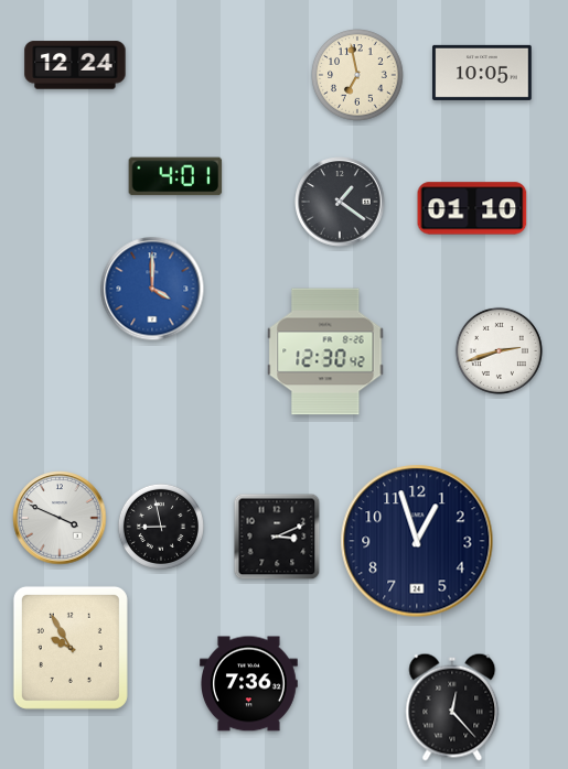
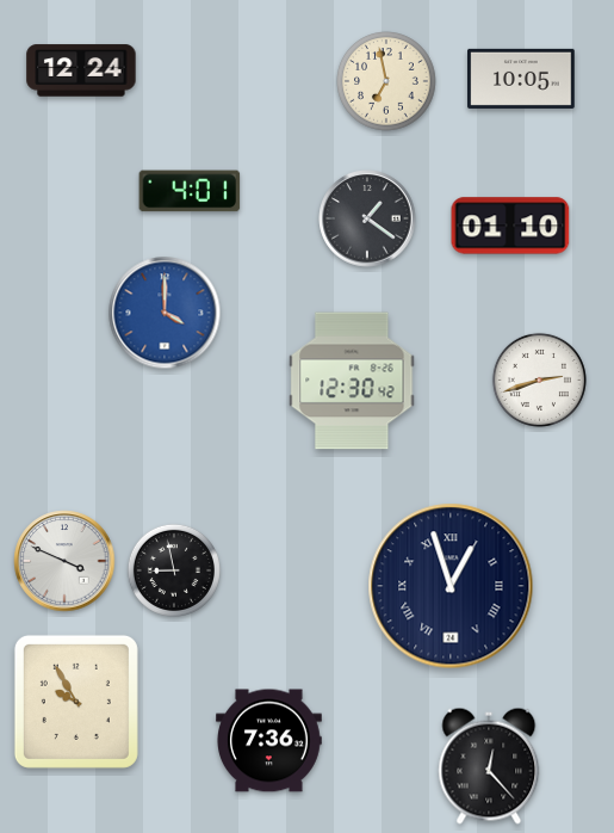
clock at (277, 537): 3:11 -> none
clock at (417, 541) numerals: Arabic -> Roman
